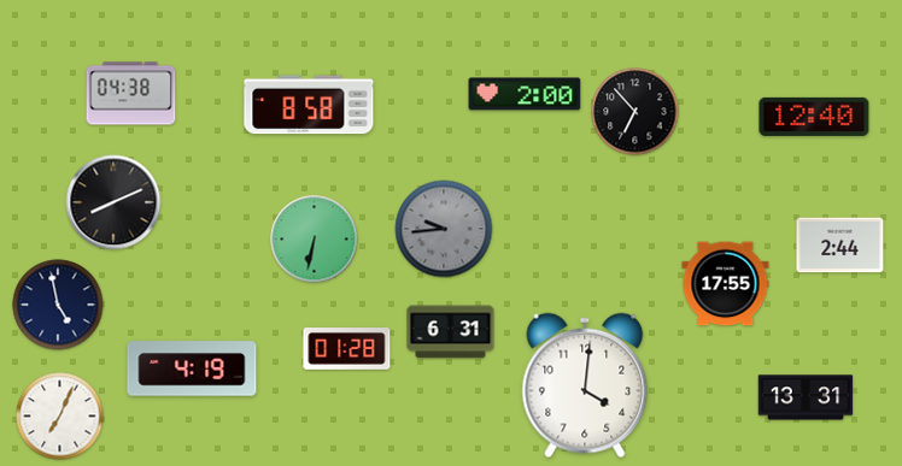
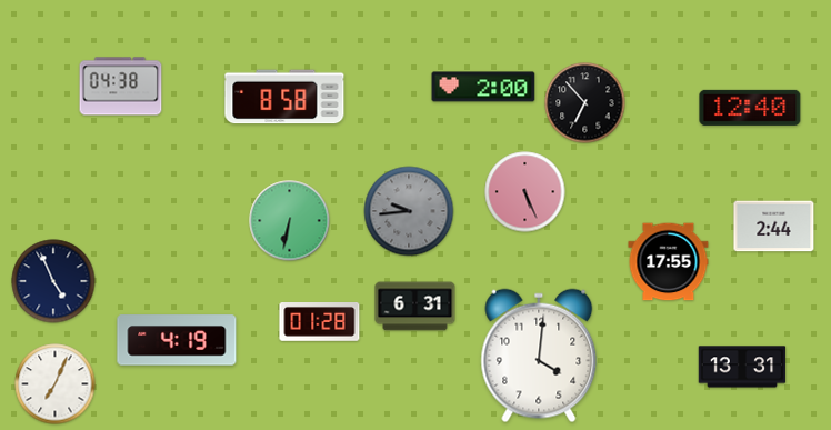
clock at (113, 202): 8:11 -> none
clock at (525, 192): none -> 5:26
clock at (58, 305): 4:58 -> 4:56
